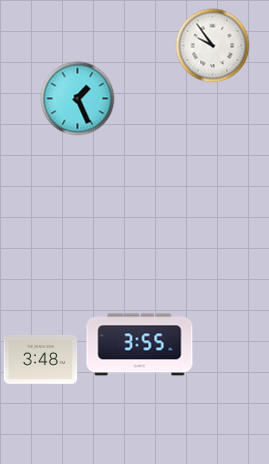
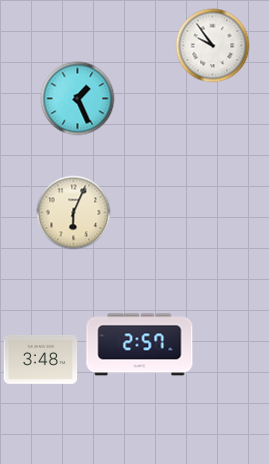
clock at (74, 213): none -> 6:04
clock at (140, 345): 3:55 -> 2:57
